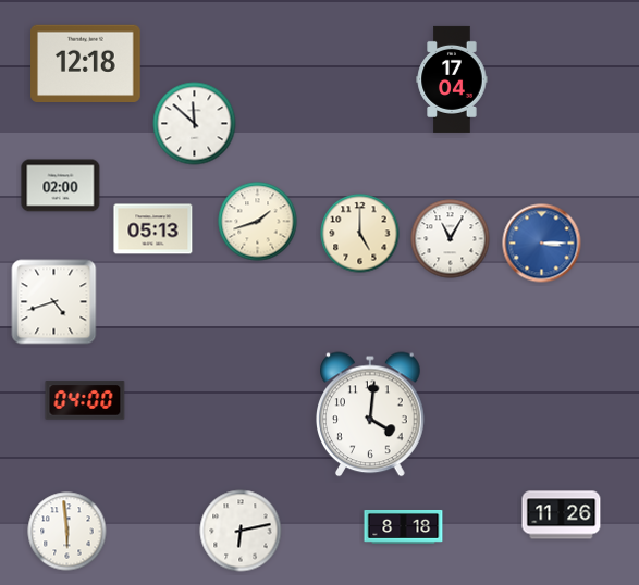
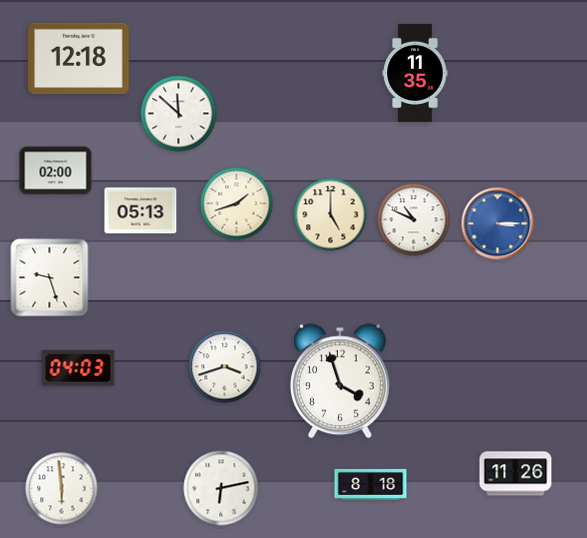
clock at (452, 79): 17:04 -> 11:35
clock at (451, 239): 11:05 -> 10:49
clock at (54, 302): 4:42 -> 9:27
clock at (225, 367): none -> 3:42
clock at (85, 400): 04:00 -> 04:03
clock at (371, 414): 4:01 -> 3:57
